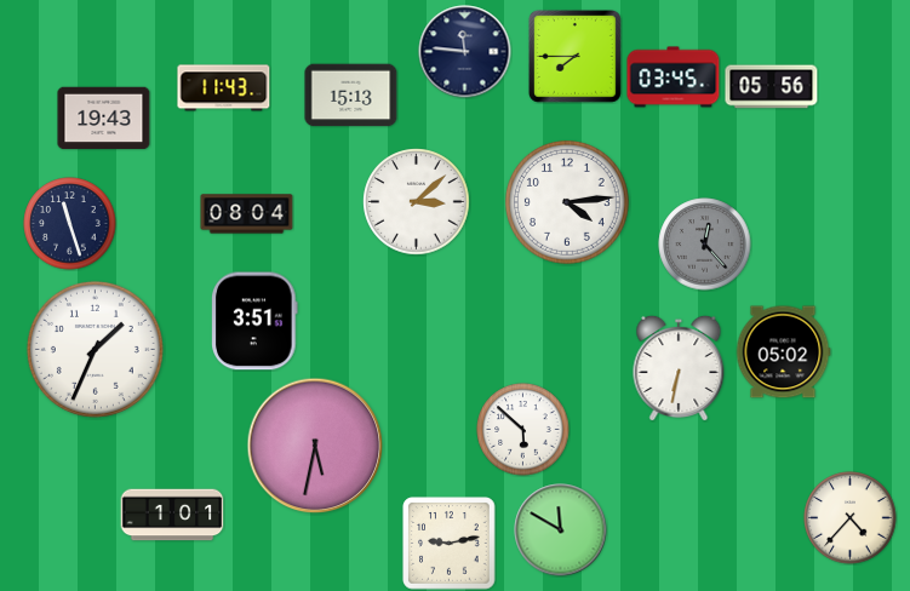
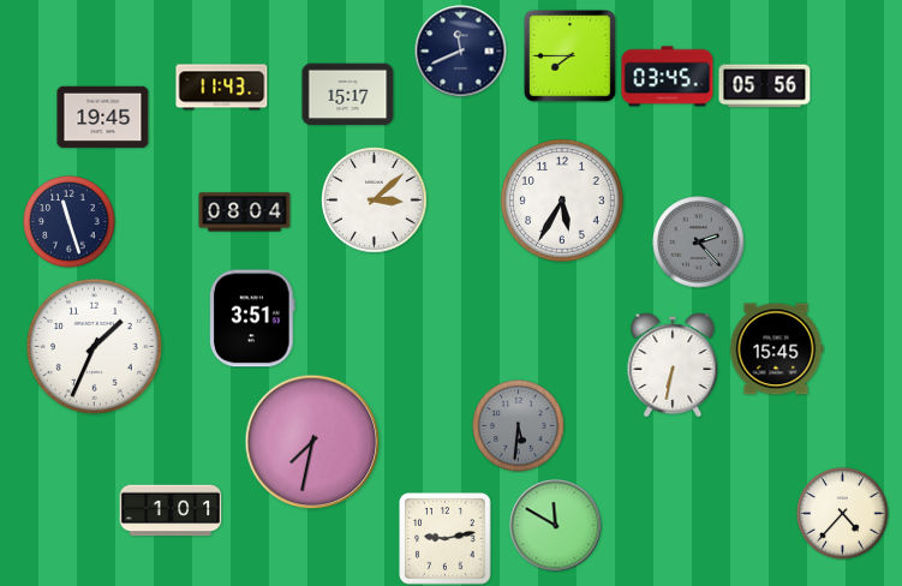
clock at (465, 52): 11:46 -> 11:41
clock at (351, 96): 15:13 -> 15:17
clock at (104, 119): 19:43 -> 19:45
clock at (417, 202) position: (417, 202) -> (375, 201)
clock at (567, 202): 4:14 -> 5:35
clock at (705, 245): 12:23 -> 2:23
clock at (783, 352): 05:02 -> 15:45
clock at (523, 430): 5:52 -> 5:31
clock at (523, 430) dial: white -> grey
clock at (315, 446): 5:32 -> 7:32
